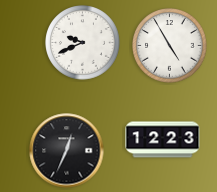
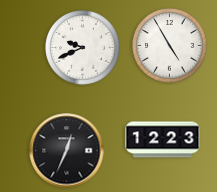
clock at (83, 43) position: (83, 43) -> (83, 48)
